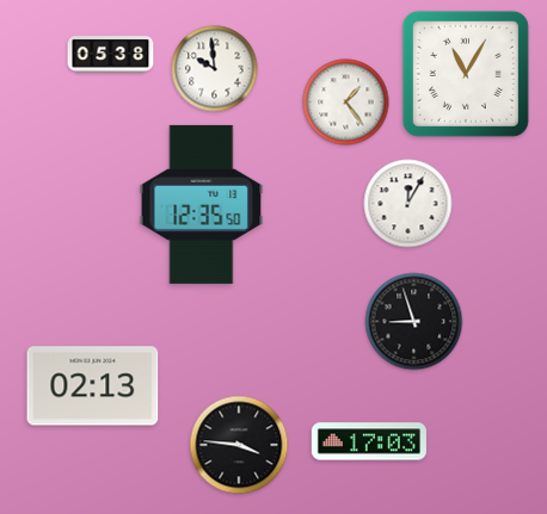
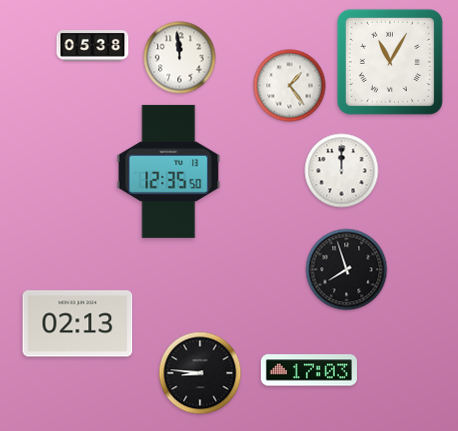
clock at (215, 69): 9:59 -> 11:59
clock at (408, 204): 12:05 -> 12:00
clock at (414, 322): 8:57 -> 7:57
clock at (239, 445): 3:46 -> 8:46
